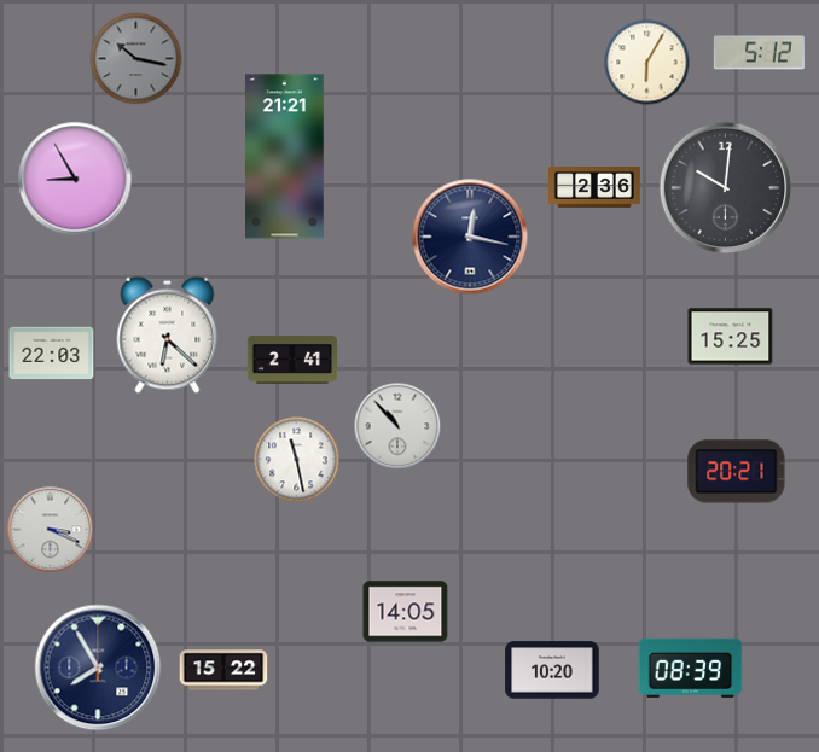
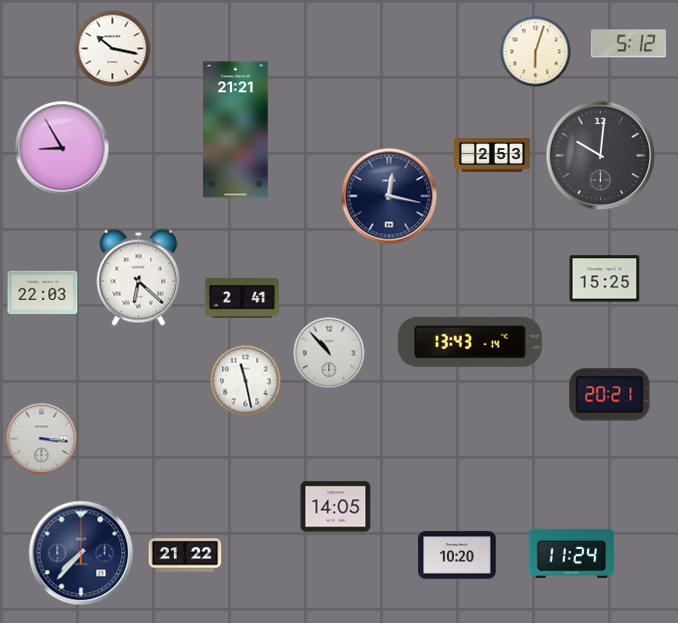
clock at (136, 59) dial: grey -> white
clock at (647, 63): 6:05 -> 6:03
clock at (596, 188): 2:36 -> 2:53
clock at (470, 342): none -> 13:43
clock at (737, 472) position: (737, 472) -> (610, 395)
clock at (51, 530): 3:19 -> 3:16
clock at (98, 668): 7:55 -> 7:37
clock at (691, 668): 08:39 -> 11:24
clock at (223, 670): 15:22 -> 21:22
